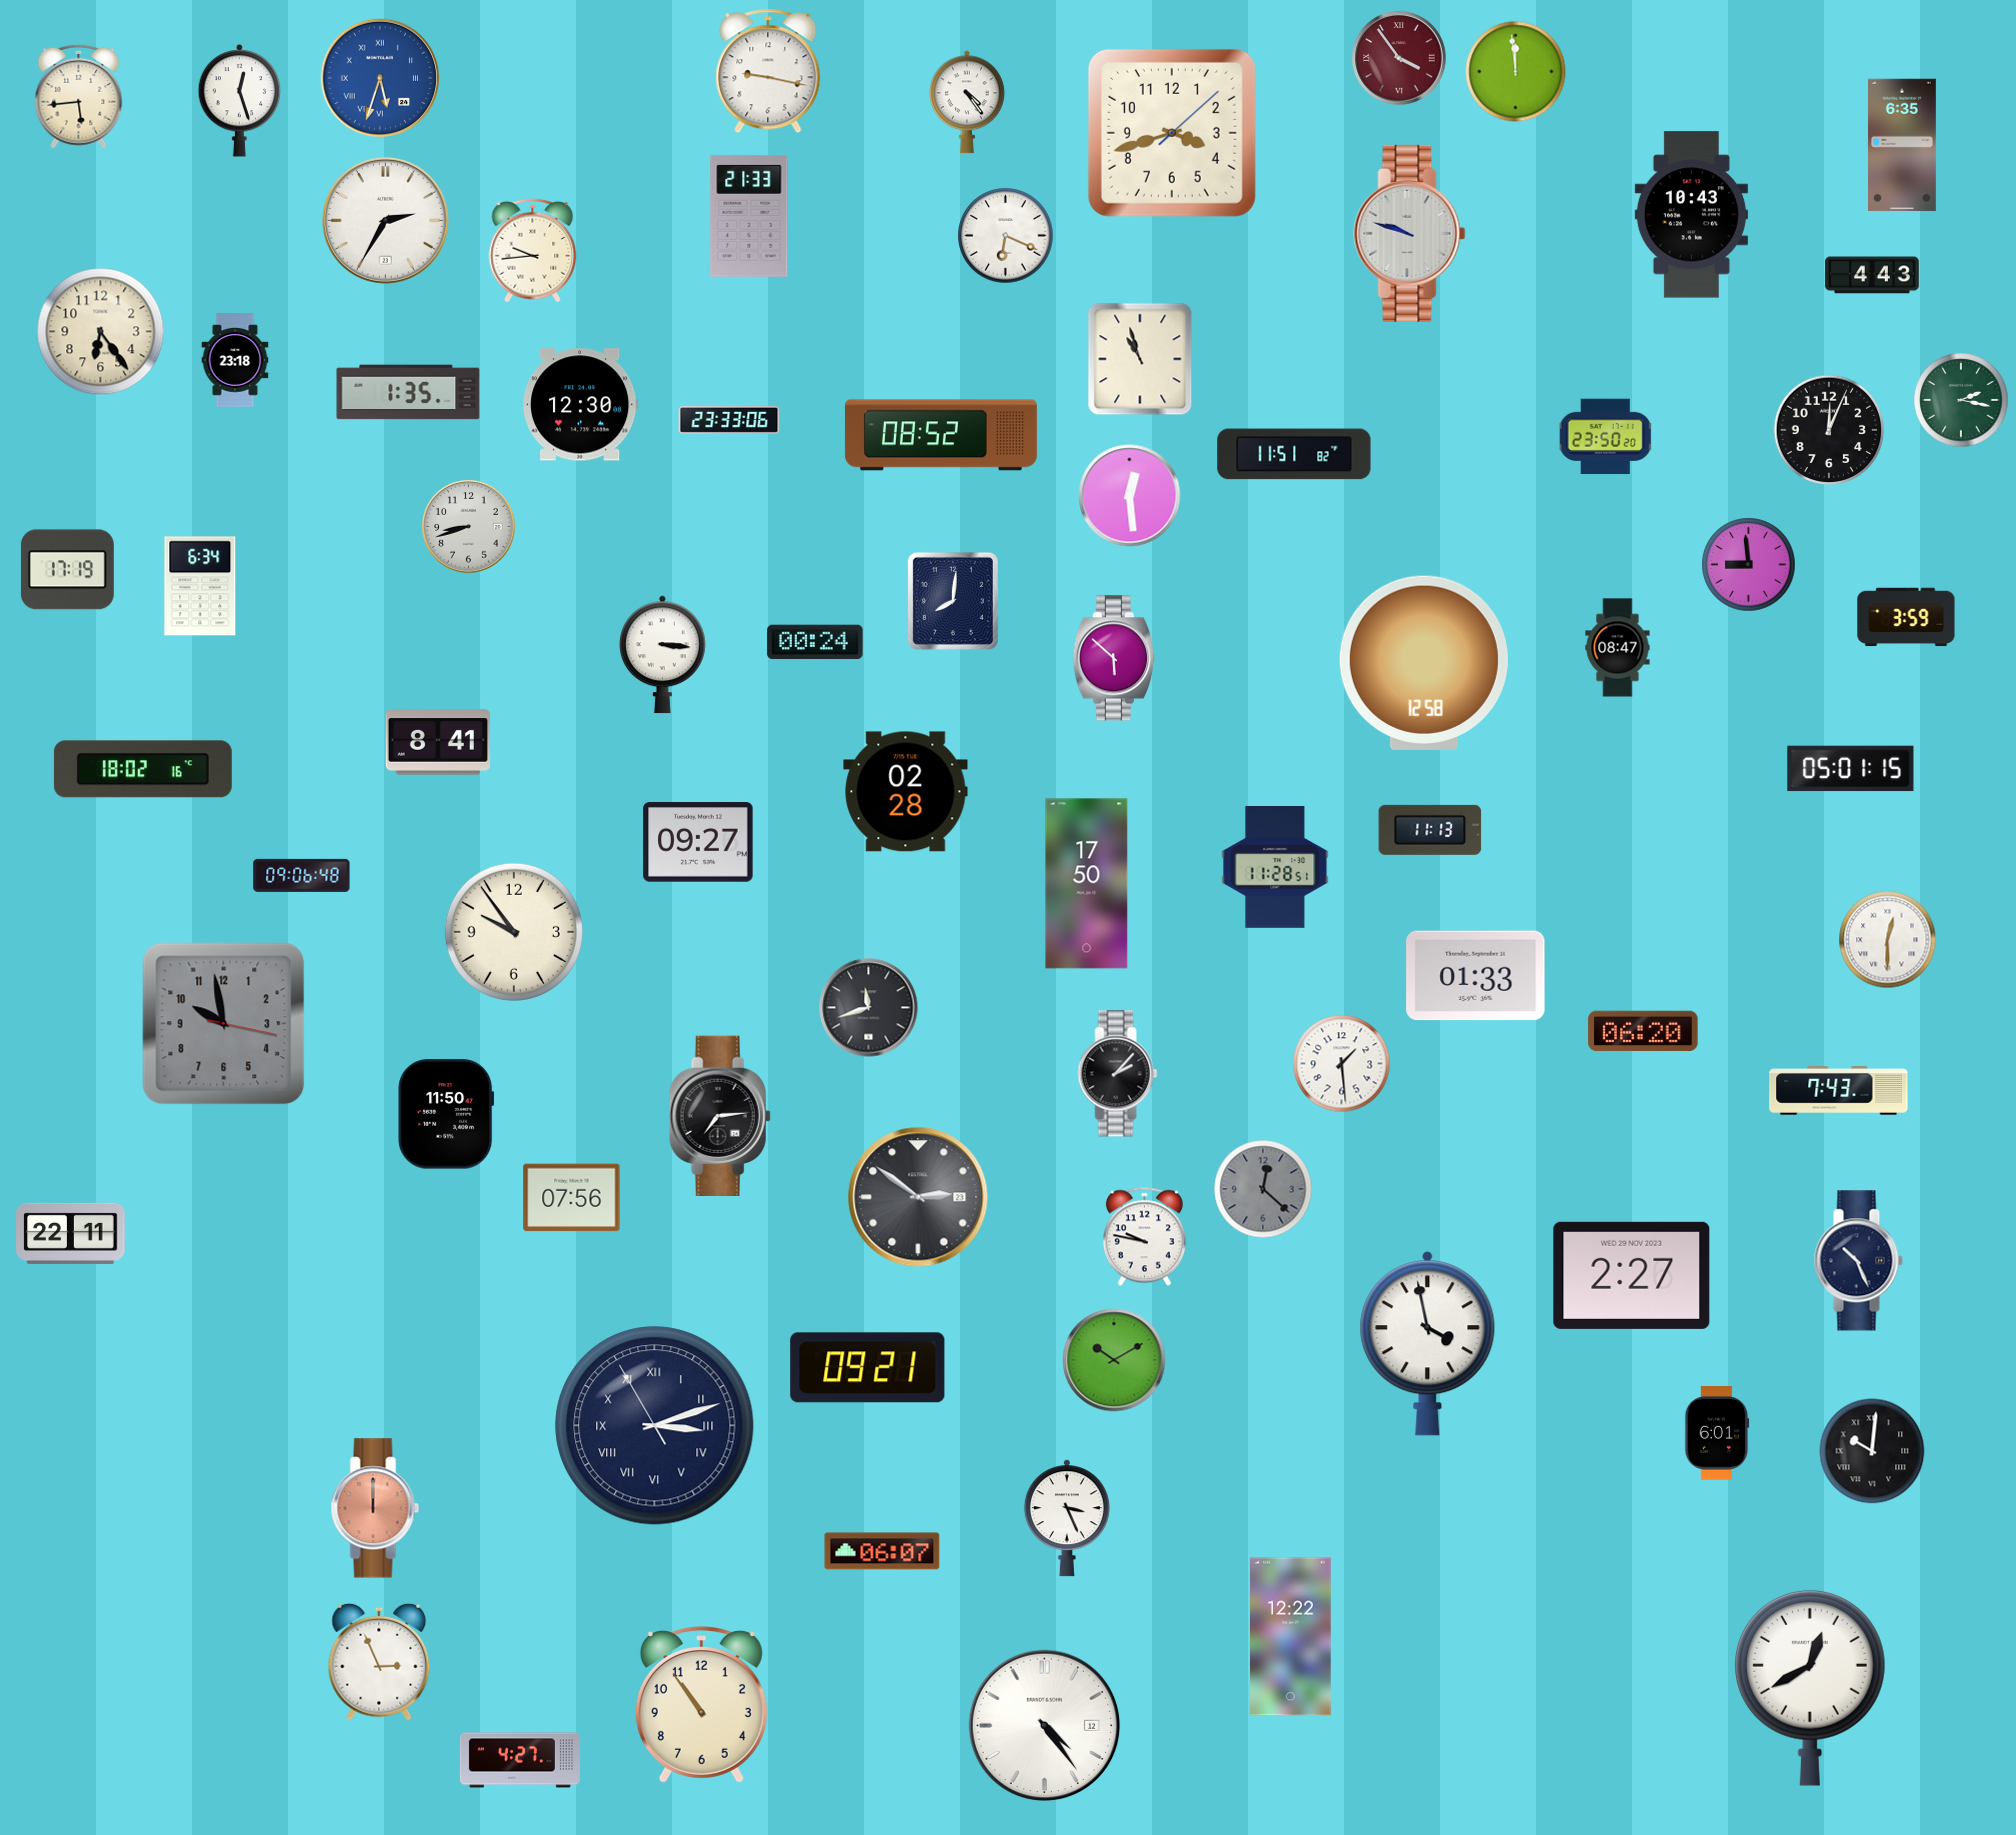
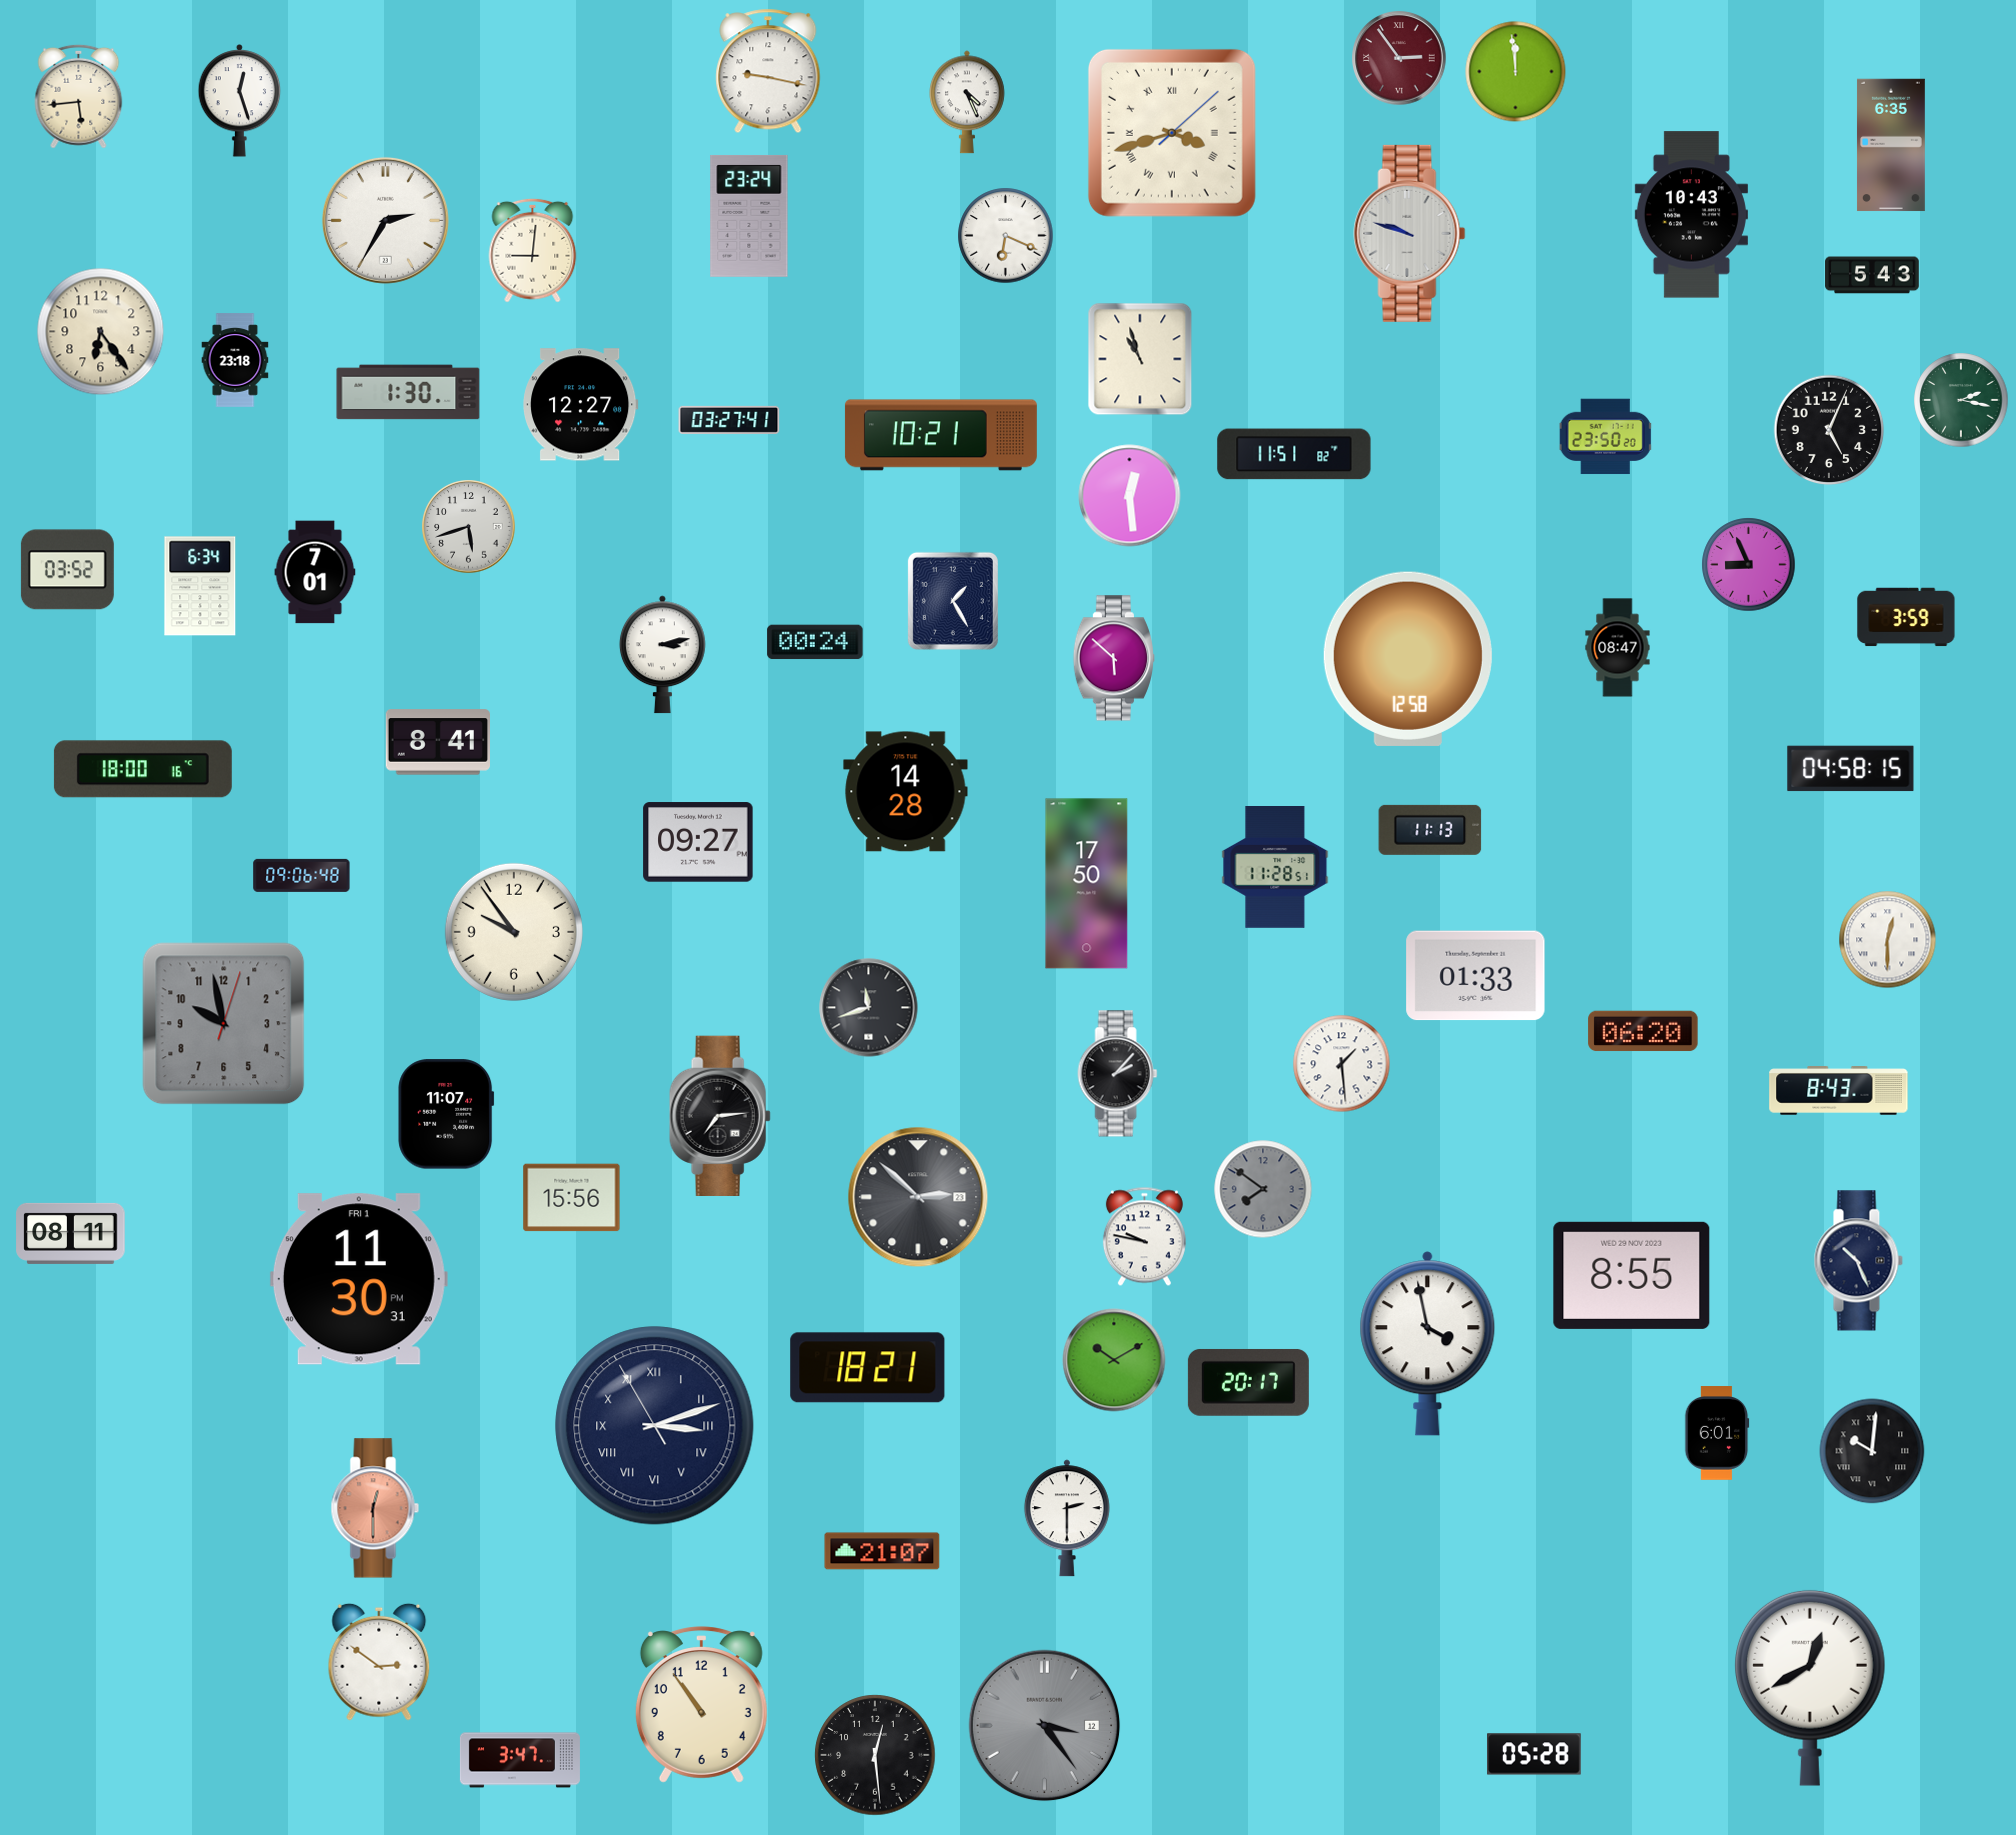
clock at (1399, 58): 3:54 -> 2:54
clock at (380, 78): 5:33 -> none
clock at (968, 102): 4:24 -> 4:26
clock at (1172, 133) numerals: Arabic -> Roman
clock at (1902, 145) position: (1902, 145) -> (1891, 145)
clock at (749, 216): 21:33 -> 23:24
clock at (533, 250): 9:44 -> 9:01
clock at (1872, 275): 4:43 -> 5:43
clock at (408, 392): 1:35 -> 1:30
clock at (581, 405): 12:30 -> 12:27
clock at (729, 420): 23:33 -> 03:27
clock at (1829, 430): 12:04 -> 5:04
clock at (941, 435): 08:52 -> 10:21
clock at (469, 527): 8:42 -> 5:42
clock at (1749, 565): 8:59 -> 8:56
clock at (67, 570): 17:19 -> 03:52
clock at (315, 572): none -> 7:01
clock at (953, 601): 8:01 -> 1:25
clock at (662, 655): 3:16 -> 3:13
clock at (1424, 663) position: (1424, 663) -> (1408, 659)
clock at (143, 769): 18:02 -> 18:00
clock at (1851, 769): 05:01 -> 04:58
clock at (906, 792): 02:28 -> 14:28
clock at (224, 1024): 9:58:17 -> 9:58:03
clock at (1839, 1091): 7:43 -> 8:43
clock at (446, 1114): 11:50 -> 11:07
clock at (1263, 1189): 12:22 -> 7:51
clock at (918, 1197): 2:51 -> 2:52
clock at (572, 1198): 07:56 -> 15:56
clock at (71, 1233): 22:11 -> 08:11
clock at (1632, 1275): 2:27 -> 8:55
clock at (359, 1279): none -> 11:30
clock at (868, 1368): 09:21 -> 18:21
clock at (1248, 1382): none -> 20:17
clock at (375, 1508): 12:00 -> 12:30
clock at (1067, 1518): 3:26 -> 2:30
clock at (882, 1551): 06:07 -> 21:07
clock at (1291, 1637): 12:22 -> none
clock at (379, 1662): 2:56 -> 2:51
clock at (1045, 1726): 4:24 -> 3:24
clock at (1045, 1726) dial: white -> grey
clock at (1534, 1754): none -> 05:28
clock at (875, 1755): none -> 12:29
clock at (520, 1760): 4:27 -> 3:47
